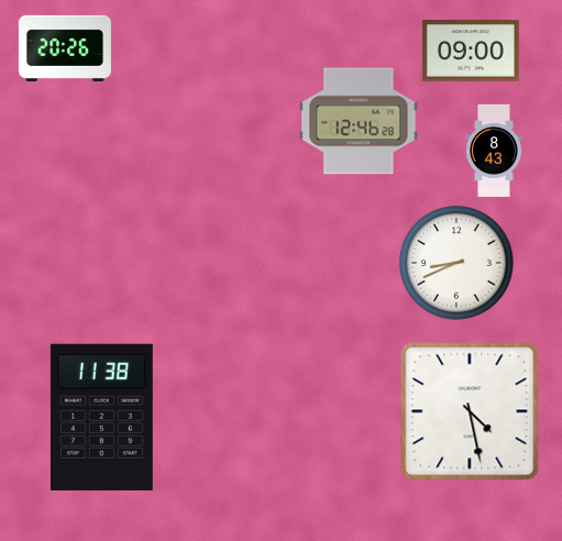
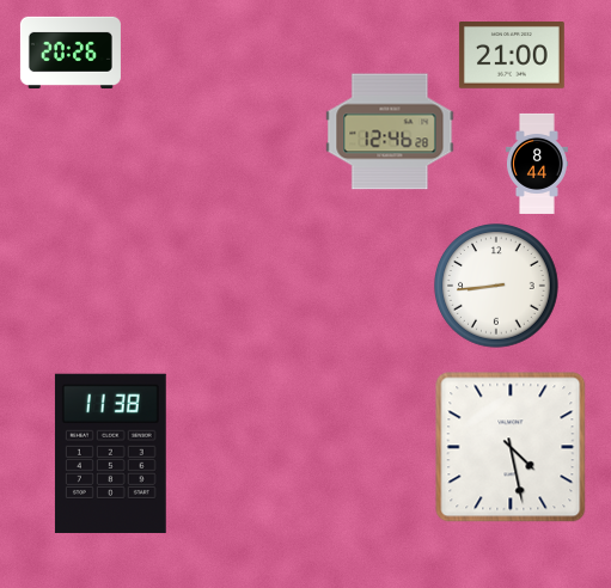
clock at (471, 52): 09:00 -> 21:00
clock at (494, 151): 8:43 -> 8:44
clock at (458, 264): 8:41 -> 8:44
